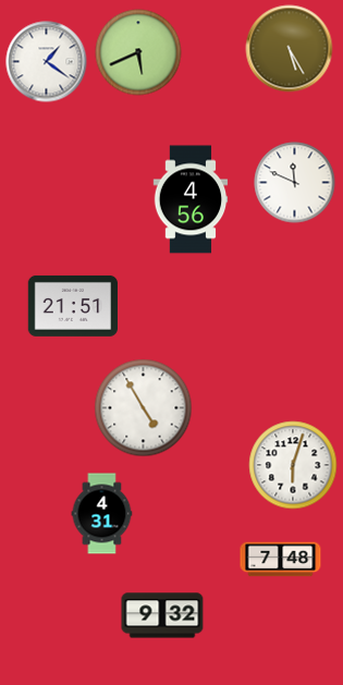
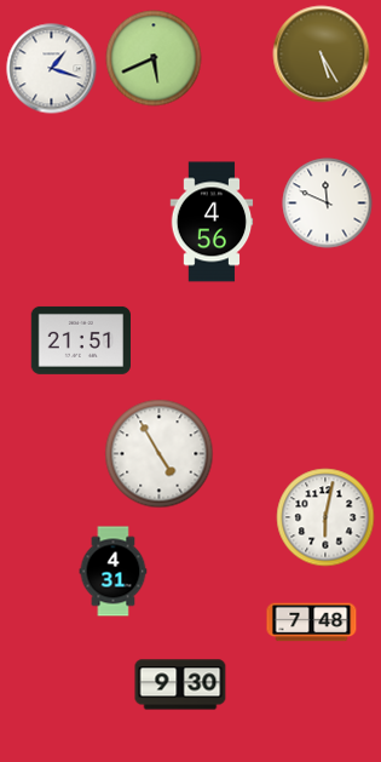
clock at (47, 62): 1:21 -> 1:18
clock at (293, 465): 6:03 -> 6:02
clock at (162, 615): 9:32 -> 9:30
